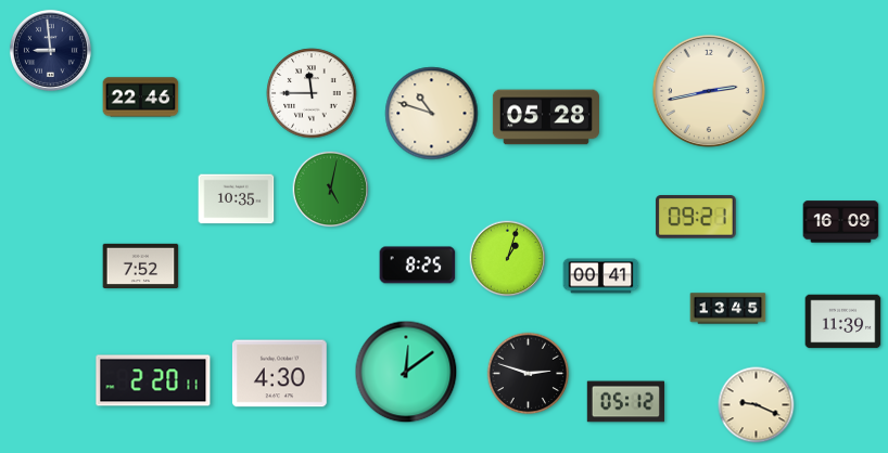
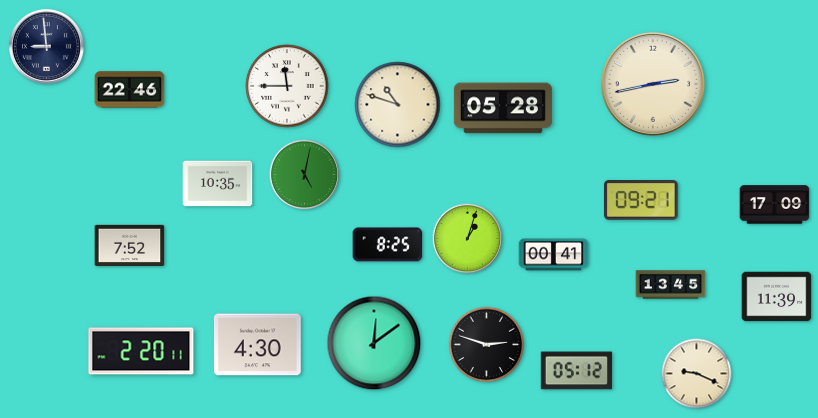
clock at (841, 222): 16:09 -> 17:09
clock at (418, 266) position: (418, 266) -> (388, 245)
